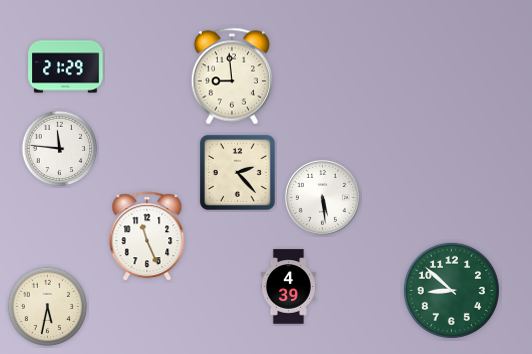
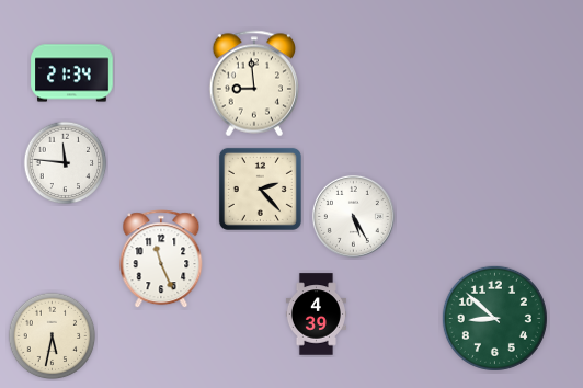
clock at (66, 67): 21:29 -> 21:34
clock at (322, 197): 5:29 -> 5:25
